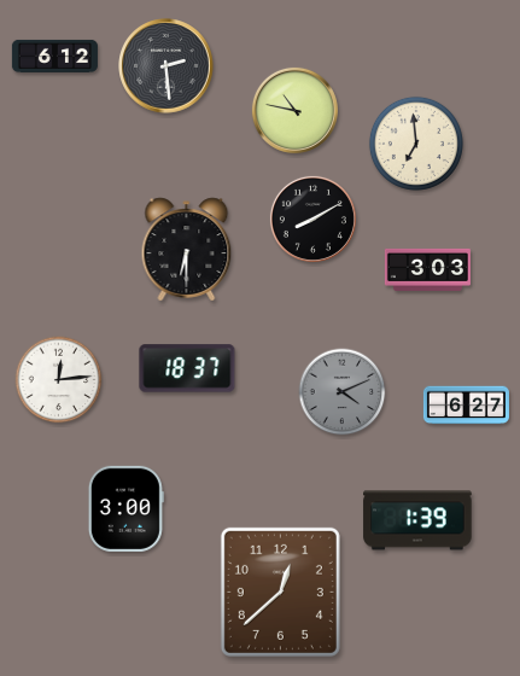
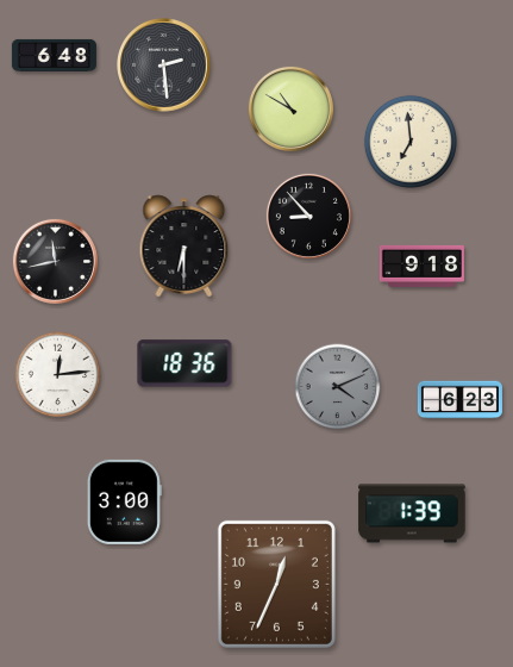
clock at (54, 56): 6:12 -> 6:48
clock at (294, 110): 10:47 -> 10:50
clock at (312, 218): 8:10 -> 8:53
clock at (55, 261): none -> 11:43
clock at (427, 269): 3:03 -> 9:18
clock at (187, 368): 18:37 -> 18:36
clock at (466, 406): 6:27 -> 6:23
clock at (280, 591): 12:38 -> 12:34
